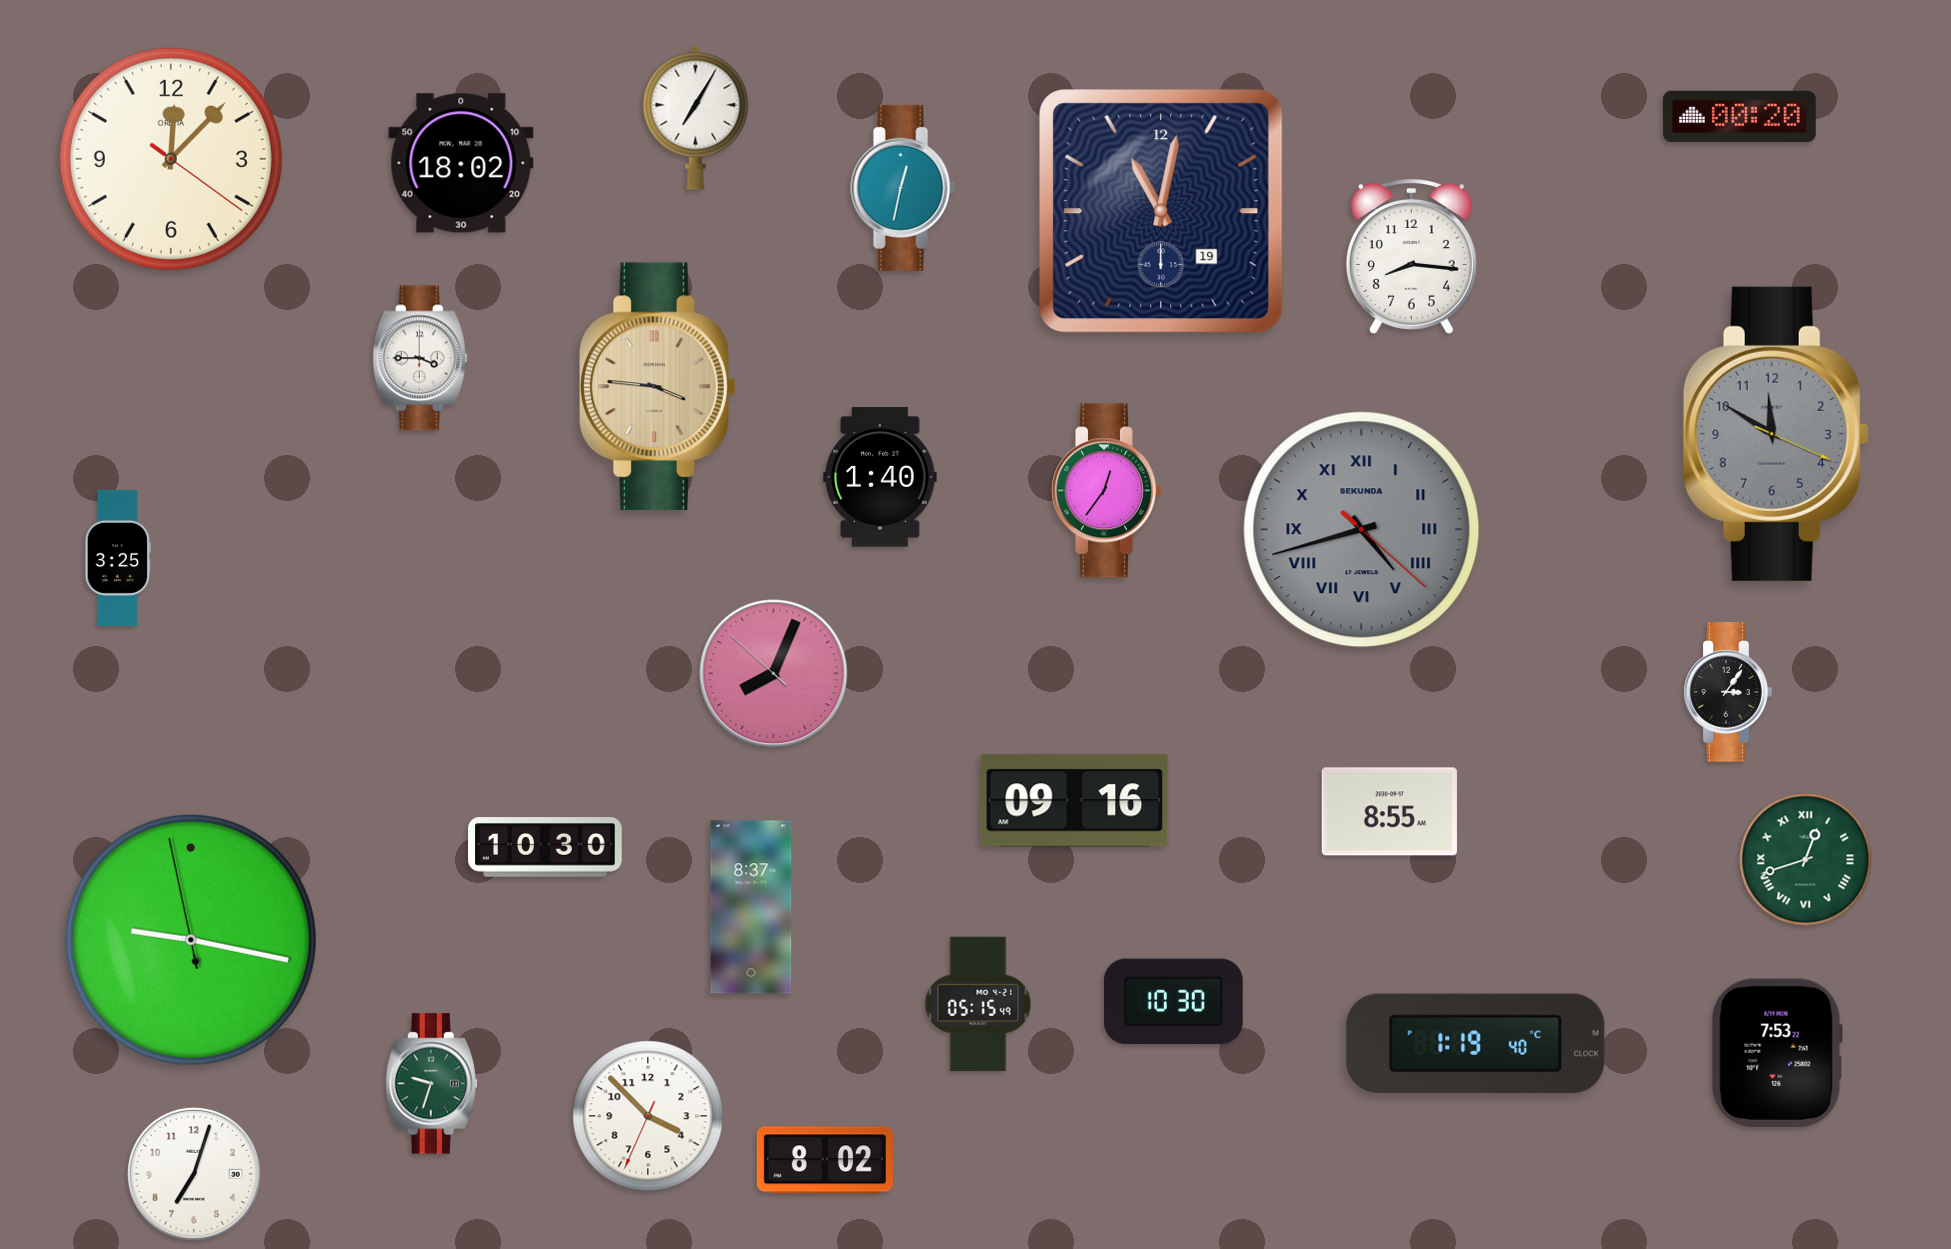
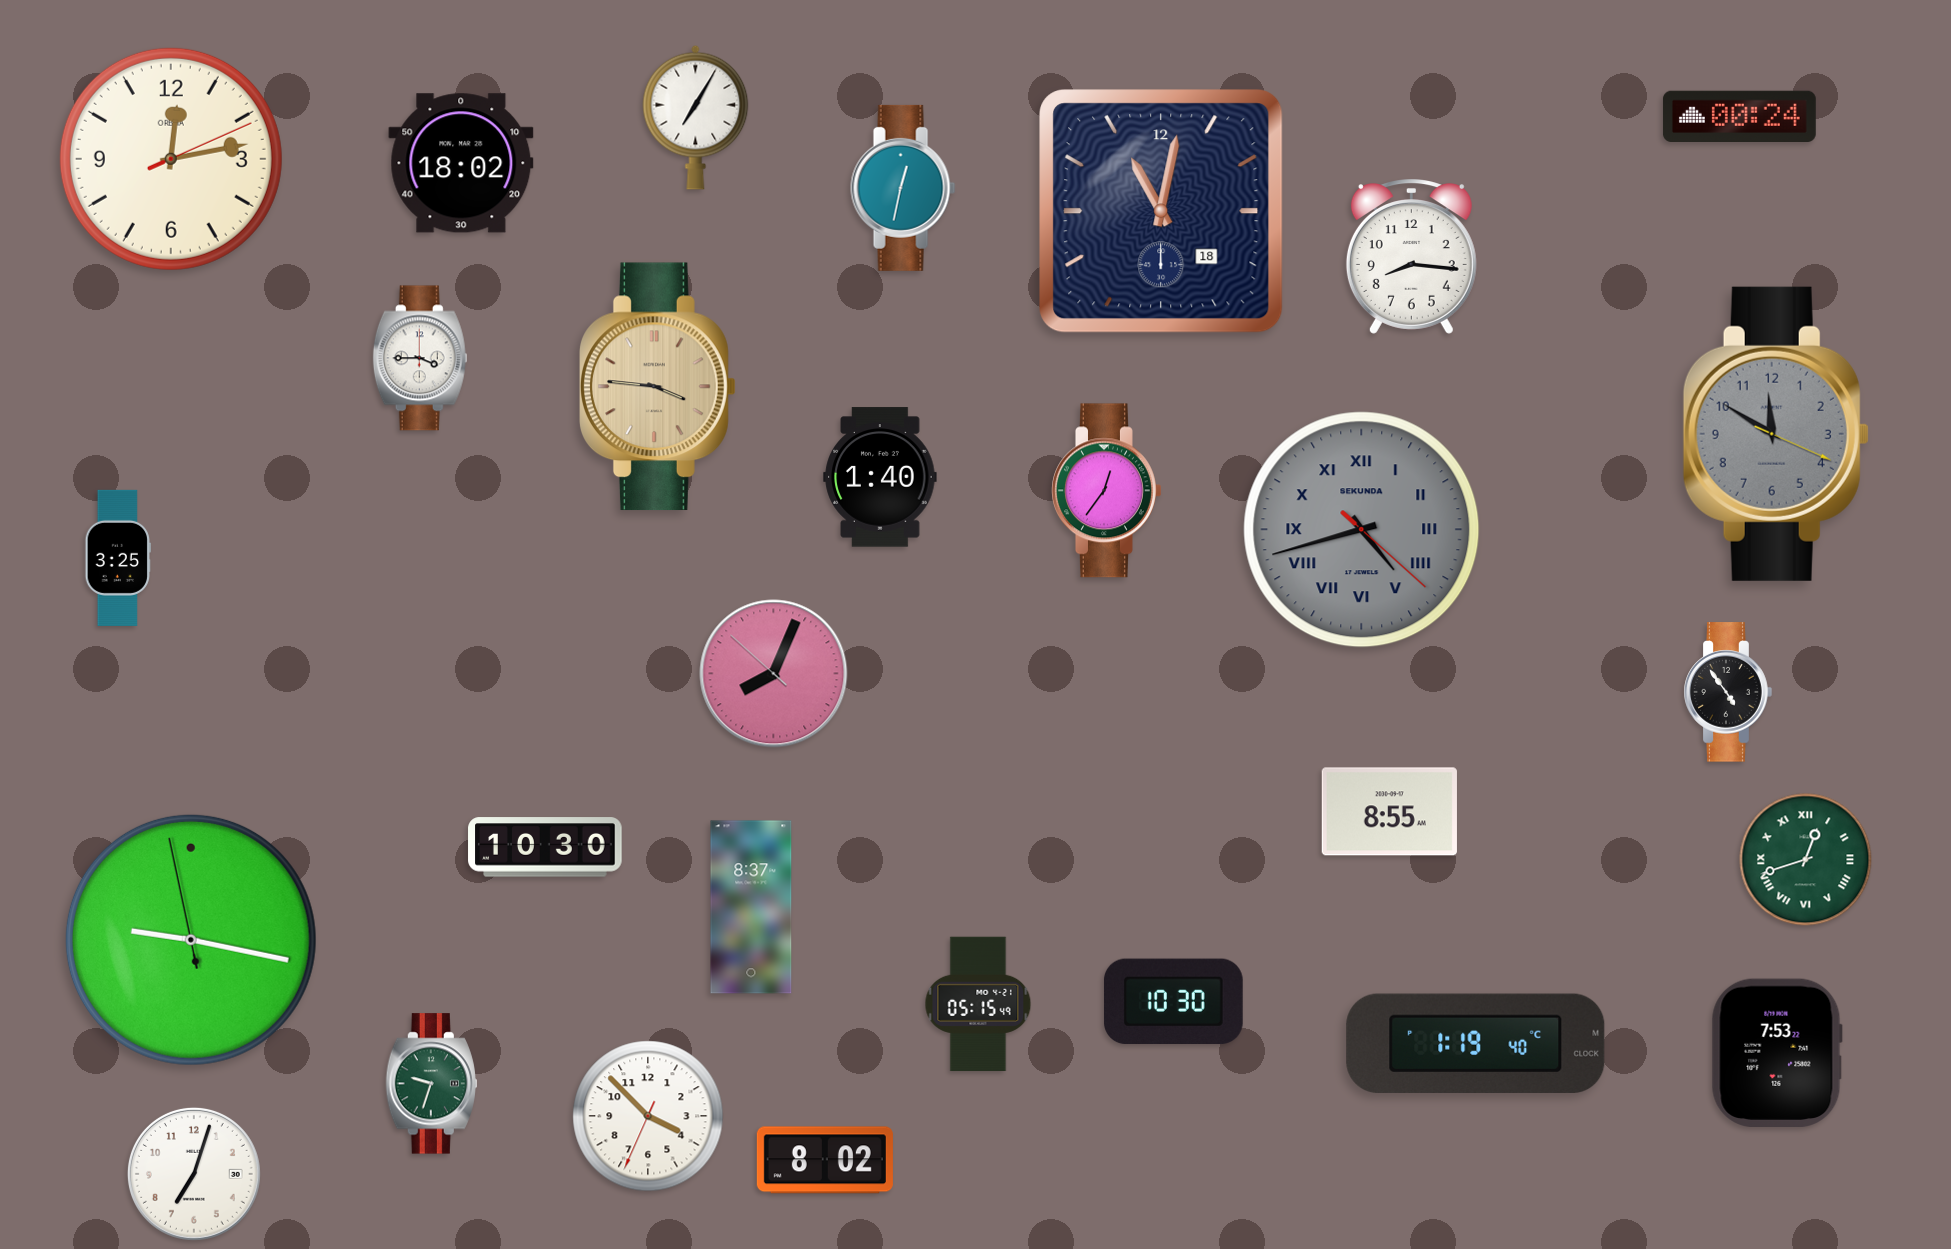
clock at (1740, 116): 00:20 -> 00:24
clock at (171, 159): 12:07 -> 12:13
clock at (1161, 211) date: 19 -> 18
clock at (1728, 692): 3:06 -> 4:54
clock at (1075, 801): 09:16 -> none
